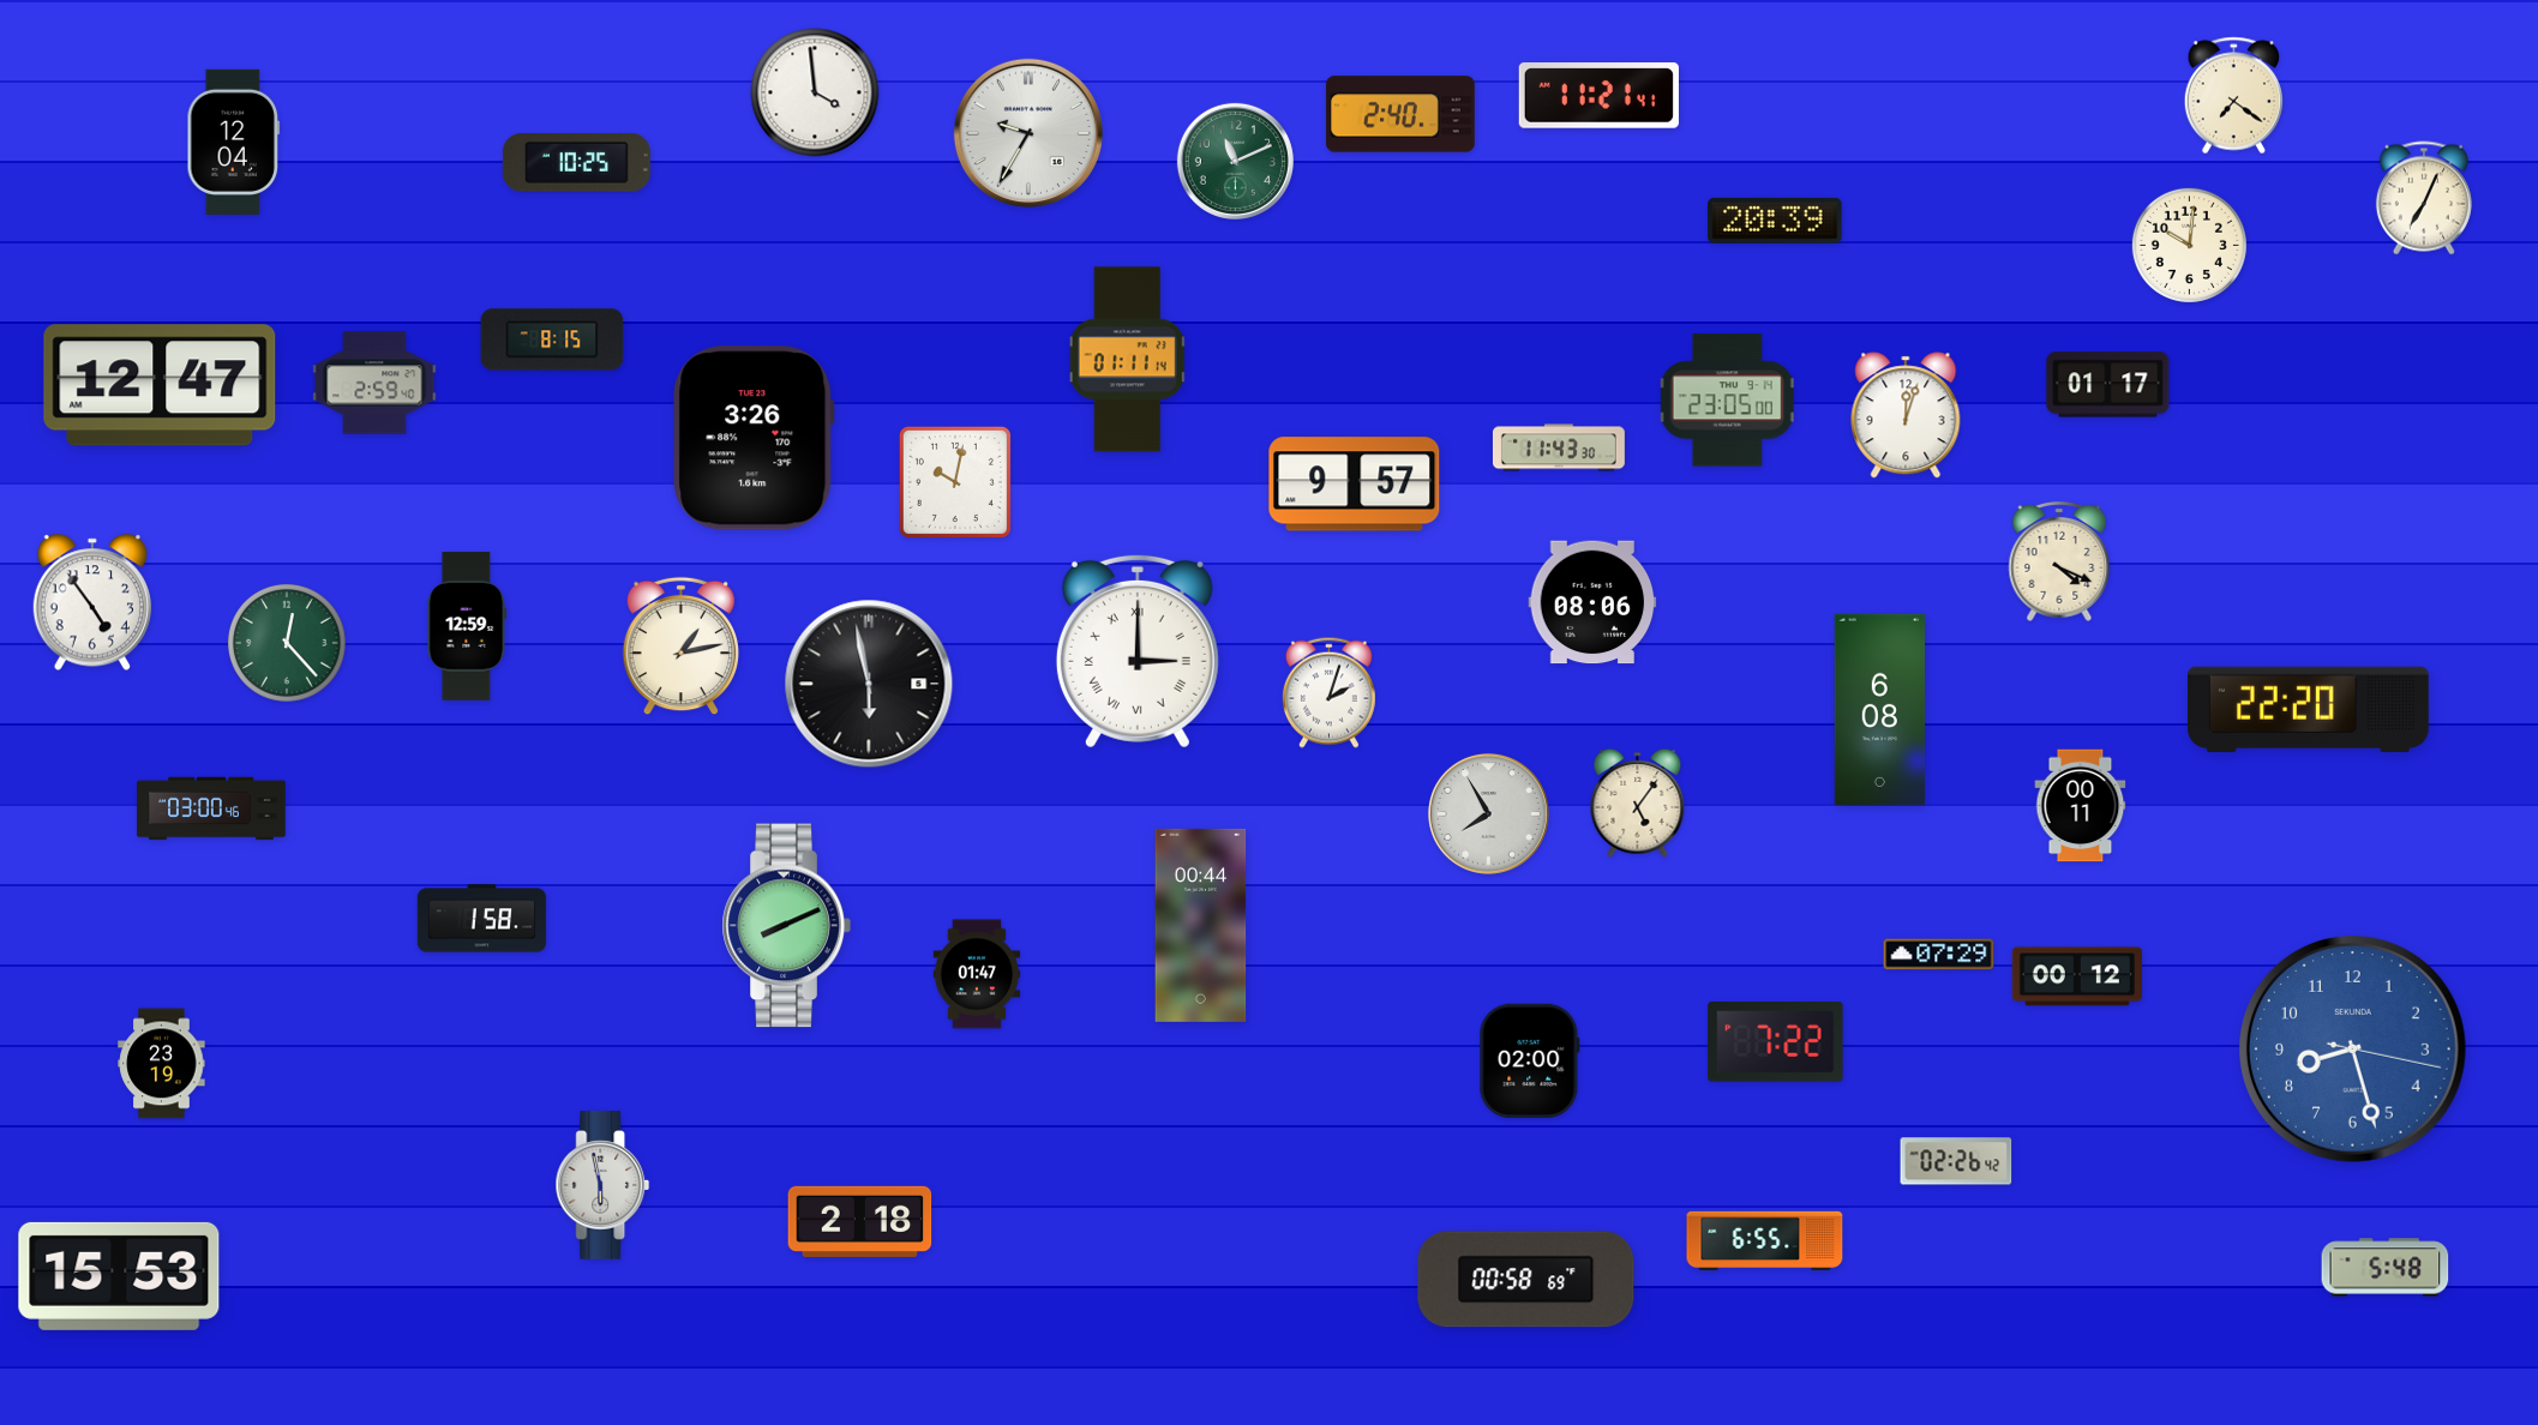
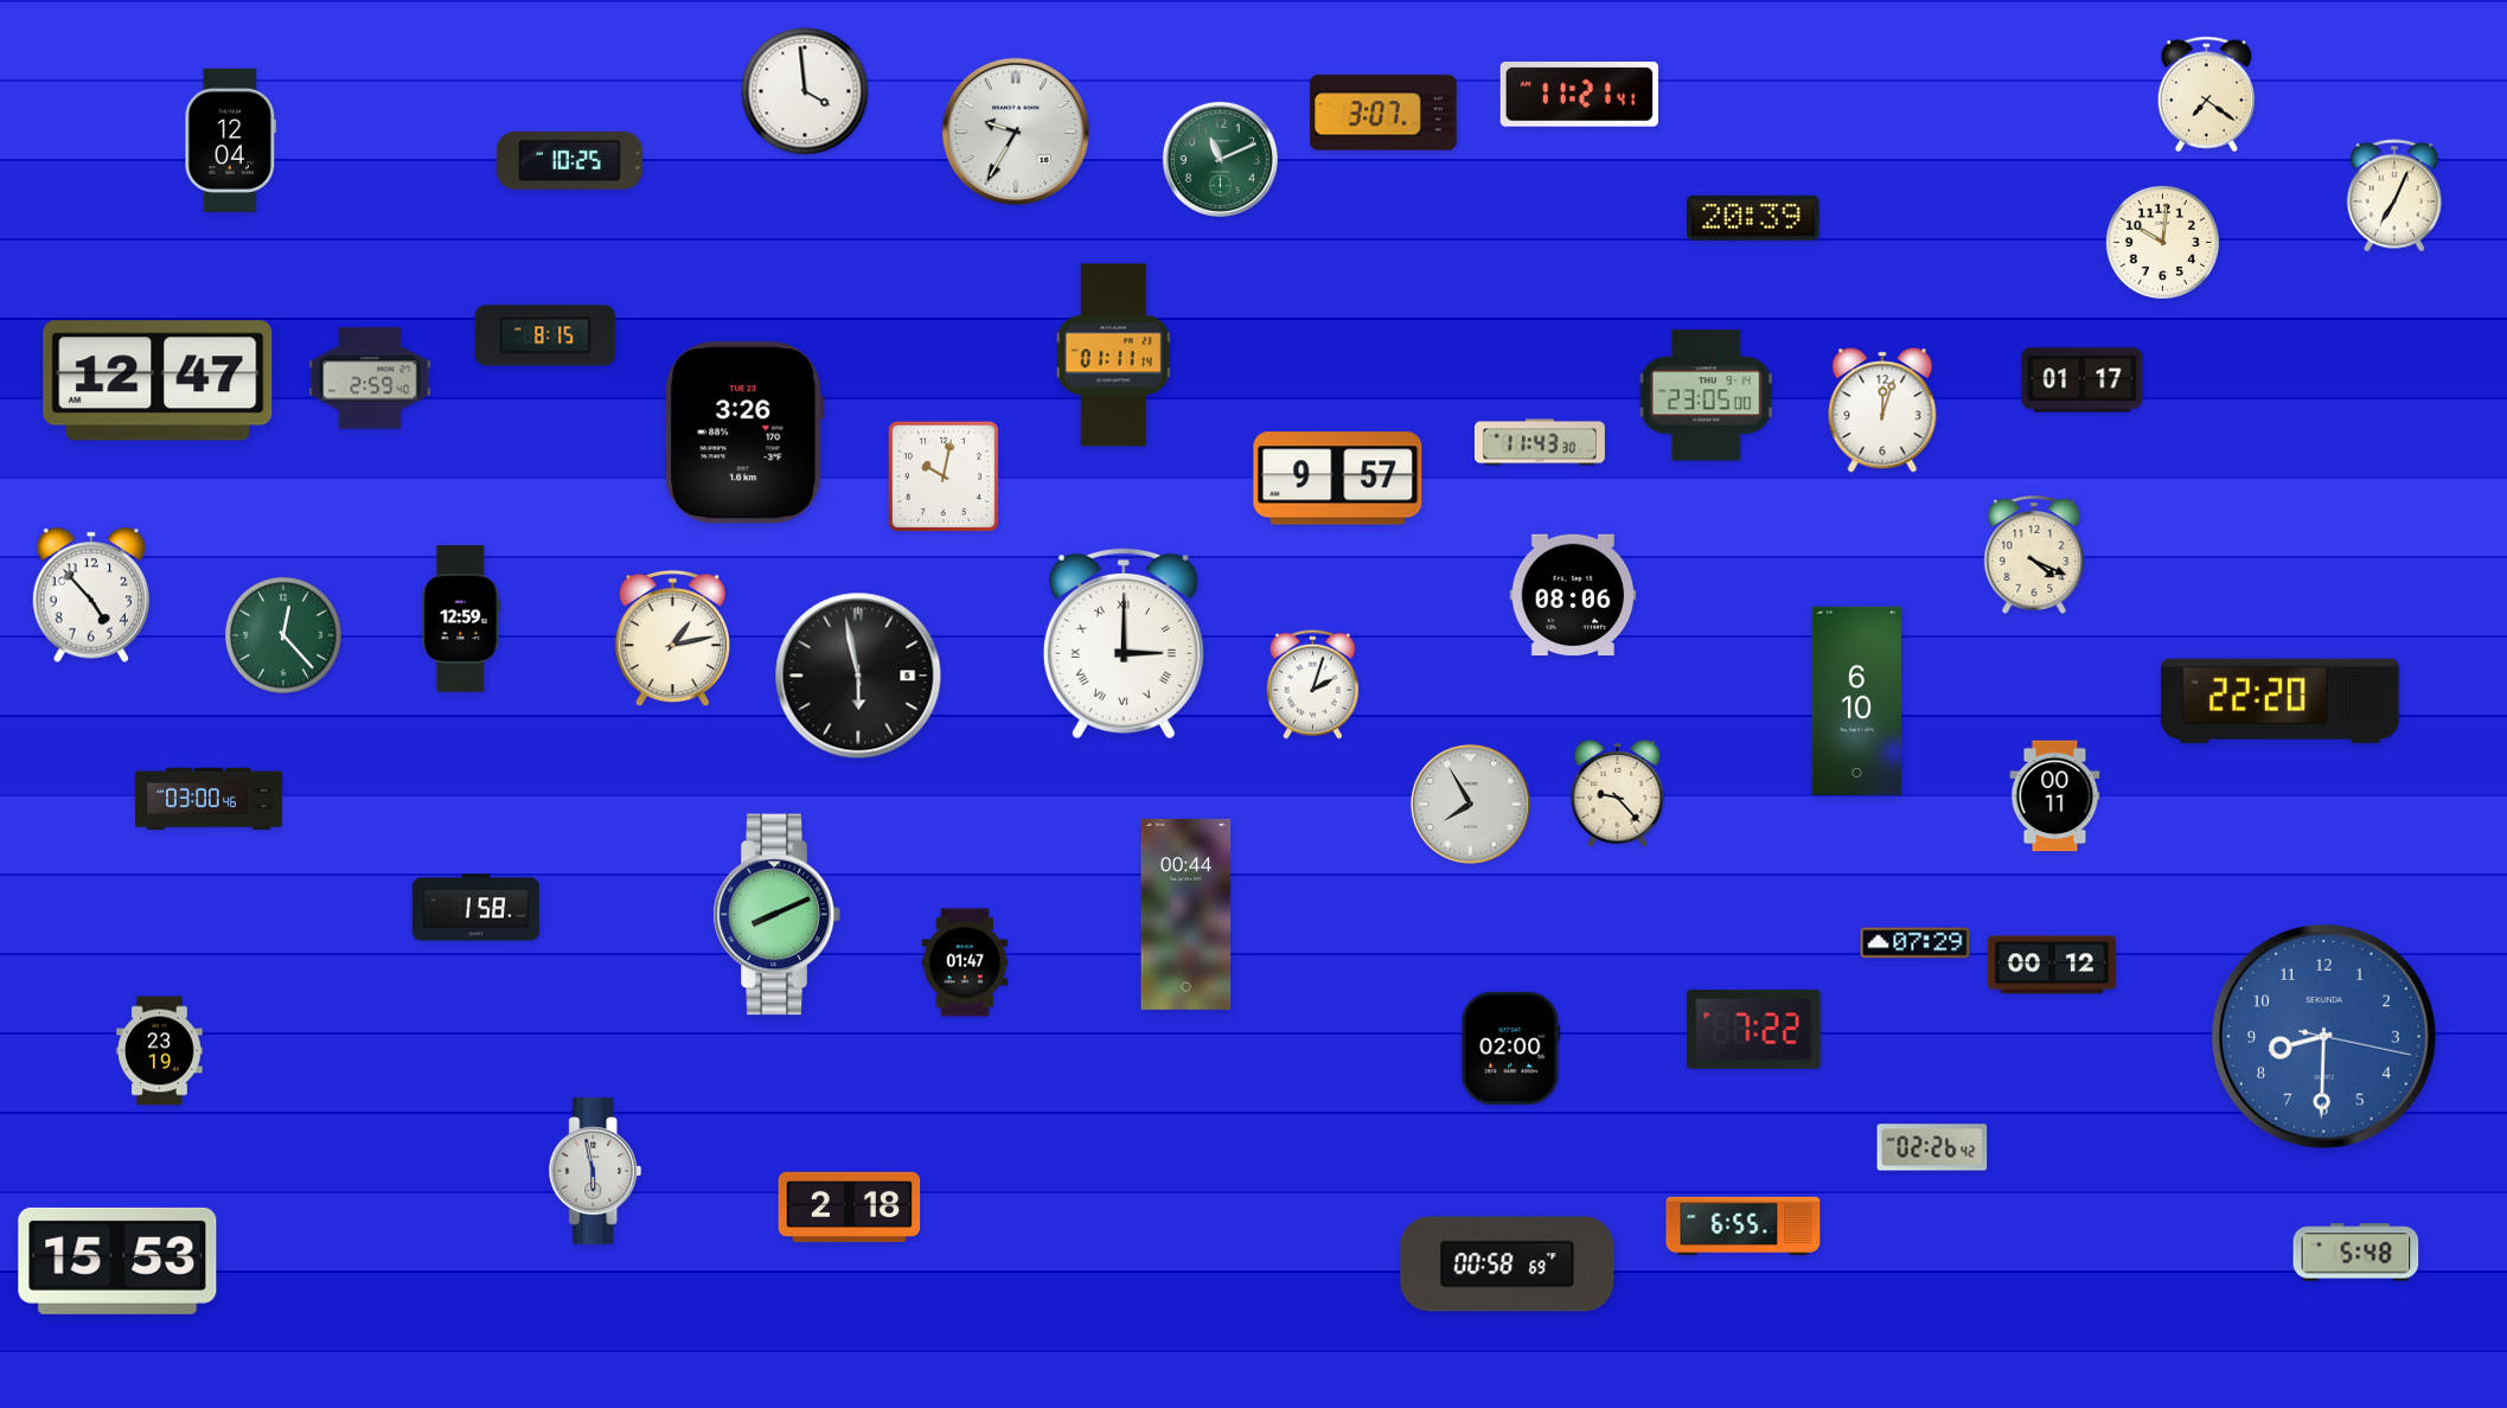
clock at (1400, 114): 2:40 -> 3:07
clock at (91, 602): 4:54 -> 4:53
clock at (1880, 709): 6:08 -> 6:10
clock at (1638, 802): 5:06 -> 9:23
clock at (2353, 1050): 8:27 -> 8:30
